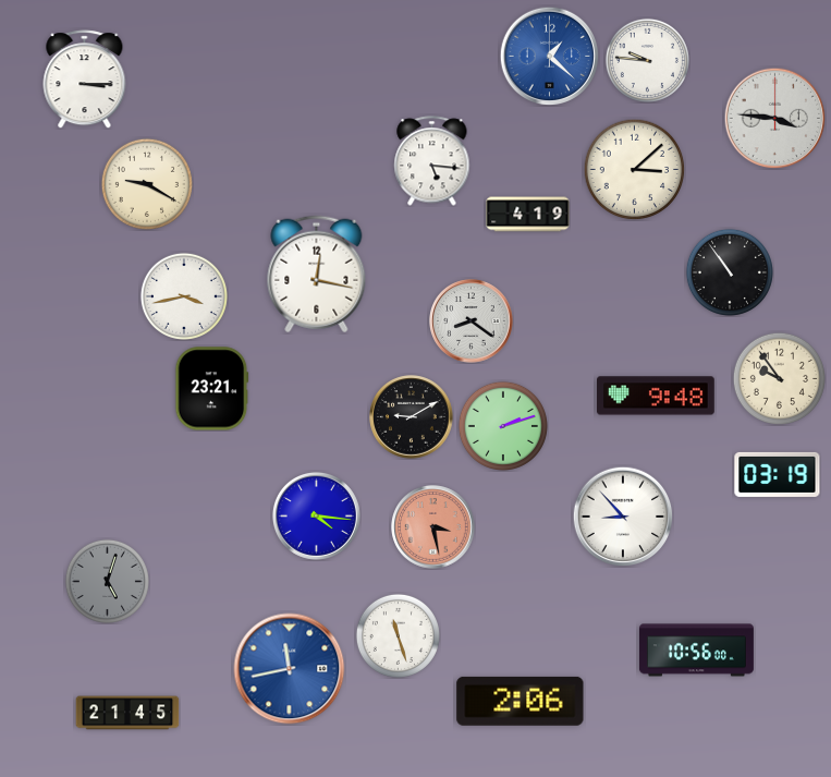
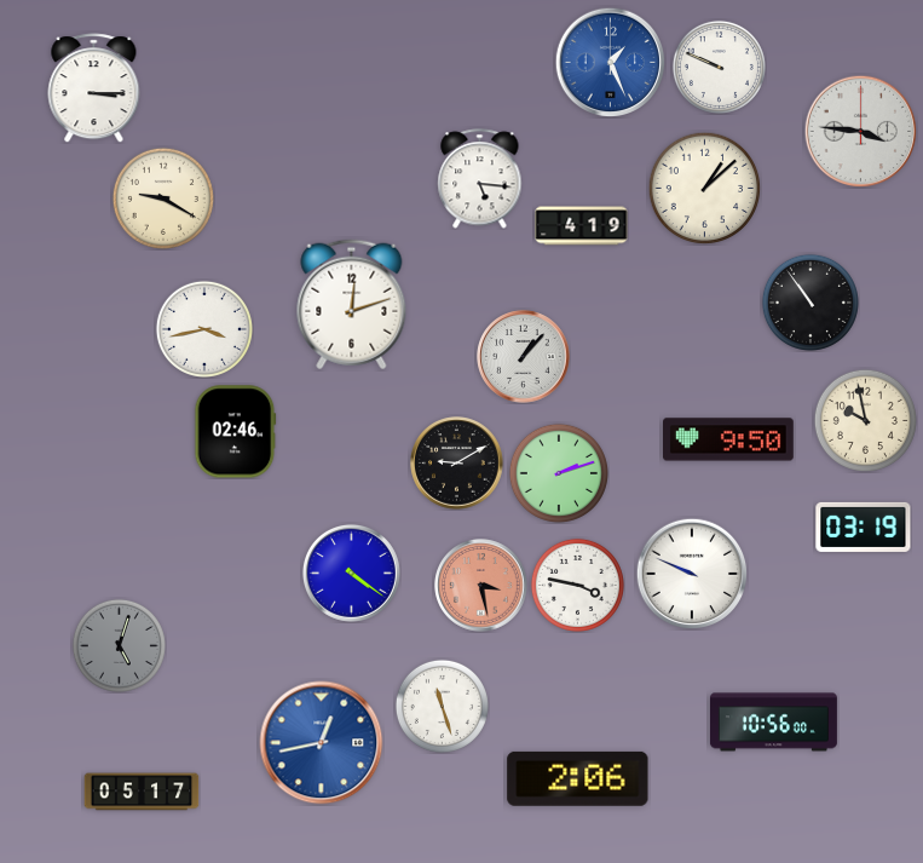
clock at (549, 56): 1:22 -> 1:26
clock at (647, 60): 9:46 -> 9:49
clock at (634, 169): 3:08 -> 1:08
clock at (147, 184) position: (147, 184) -> (163, 199)
clock at (528, 215) position: (528, 215) -> (582, 226)
clock at (317, 275): 12:17 -> 12:12
clock at (472, 321): 8:21 -> 1:07
clock at (779, 378): 9:54 -> 9:58
clock at (212, 389): 23:21 -> 02:46
clock at (657, 396): 9:48 -> 9:50
clock at (316, 515): 4:16 -> 4:21
clock at (623, 517): 8:53 -> 9:49
clock at (577, 585): none -> 3:47
clock at (290, 669): 11:43 -> 12:43
clock at (127, 713): 21:45 -> 05:17
